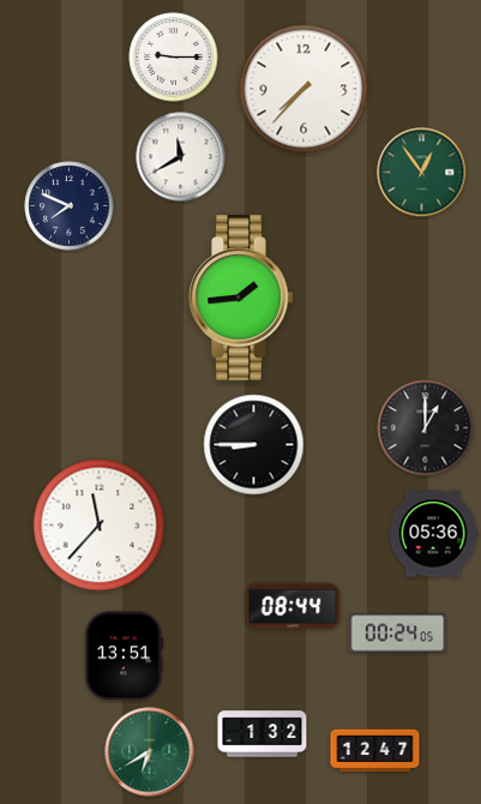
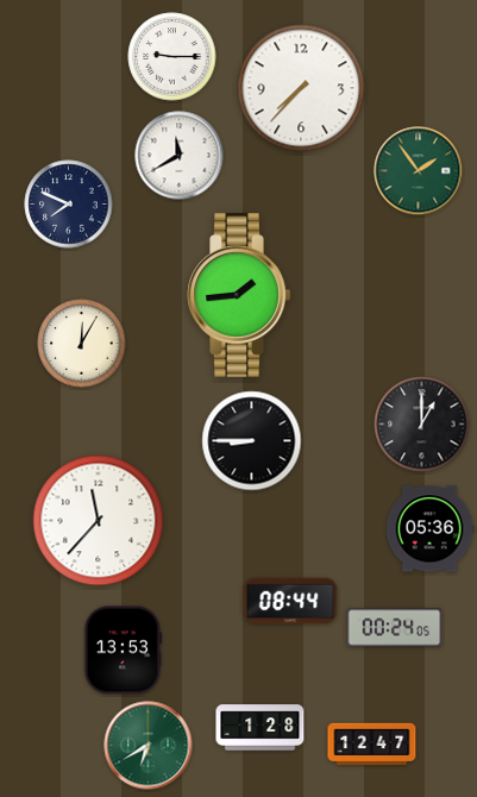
clock at (422, 173): 12:54 -> 1:54
clock at (82, 344): none -> 12:05
clock at (125, 656): 13:51 -> 13:53
clock at (263, 734): 1:32 -> 1:28
